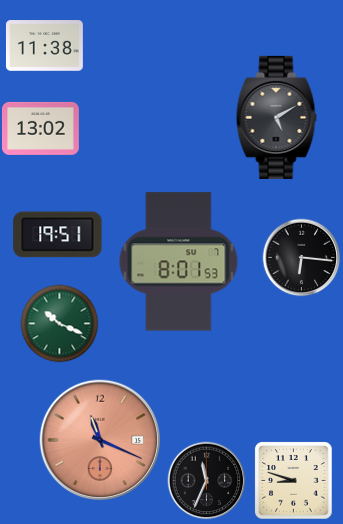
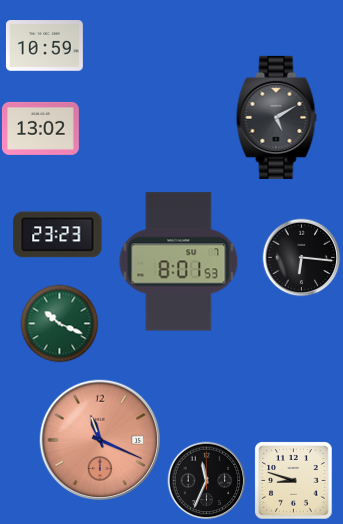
clock at (44, 46): 11:38 -> 10:59
clock at (58, 235): 19:51 -> 23:23
